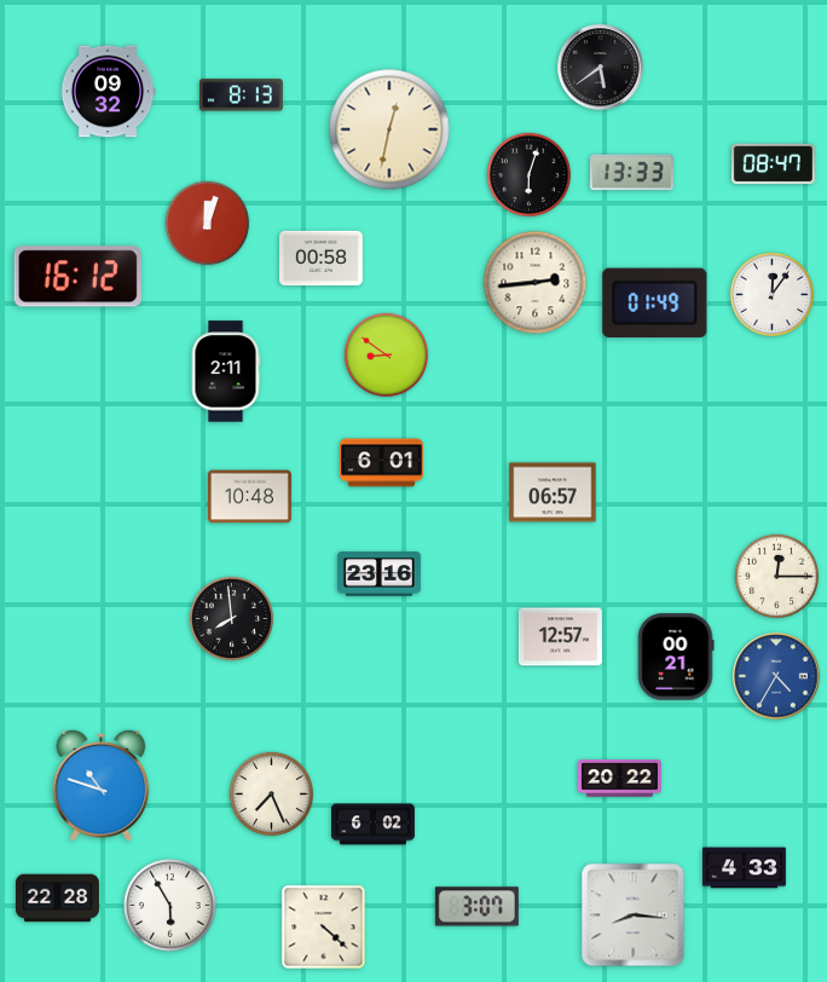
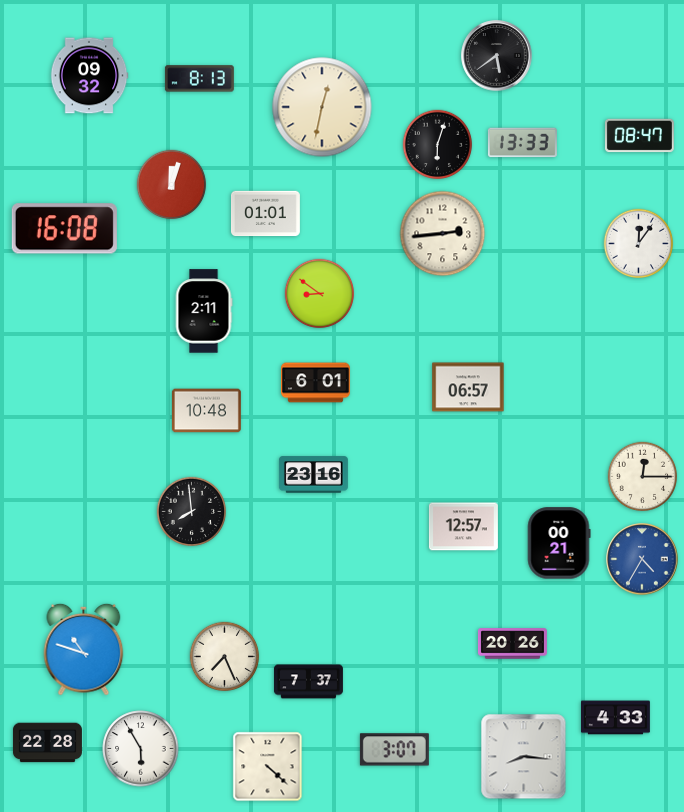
clock at (320, 259): 00:58 -> 01:01
clock at (77, 277): 16:12 -> 16:08
clock at (655, 304): 01:49 -> none
clock at (226, 371) position: (226, 371) -> (204, 311)
clock at (553, 492) position: (553, 492) -> (468, 387)
clock at (619, 779): 20:22 -> 20:26
clock at (372, 825): 6:02 -> 7:37
